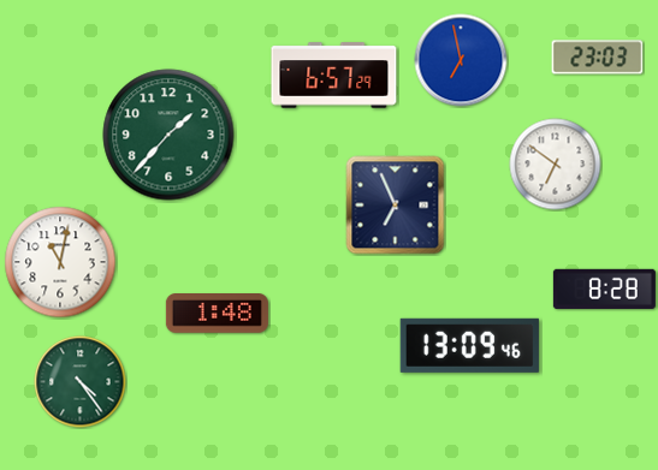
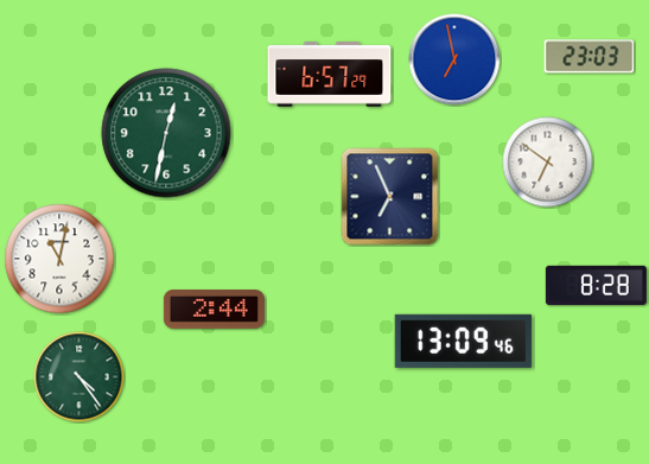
clock at (168, 135): 1:37 -> 12:32
clock at (396, 206) position: (396, 206) -> (390, 197)
clock at (217, 314): 1:48 -> 2:44
